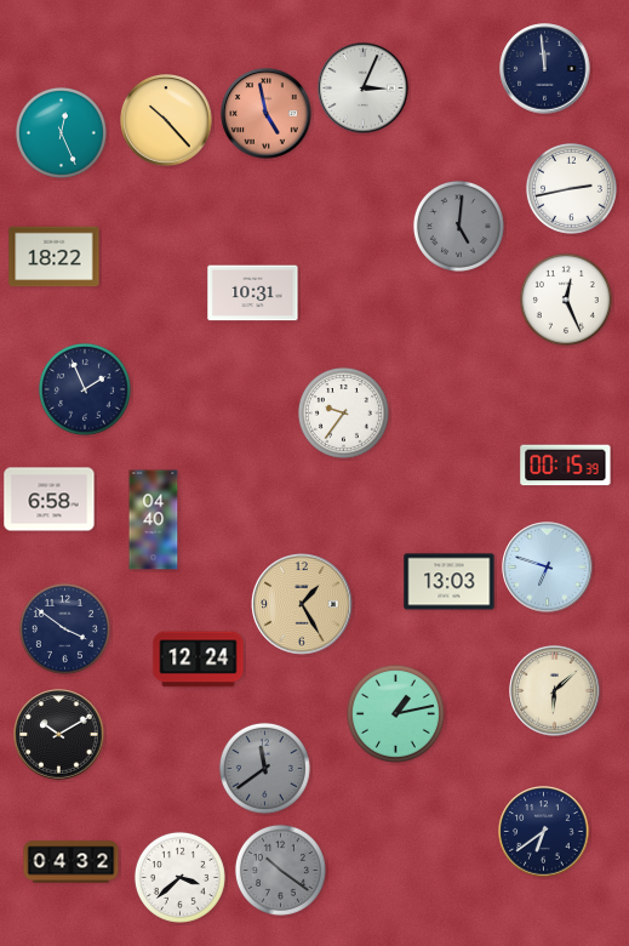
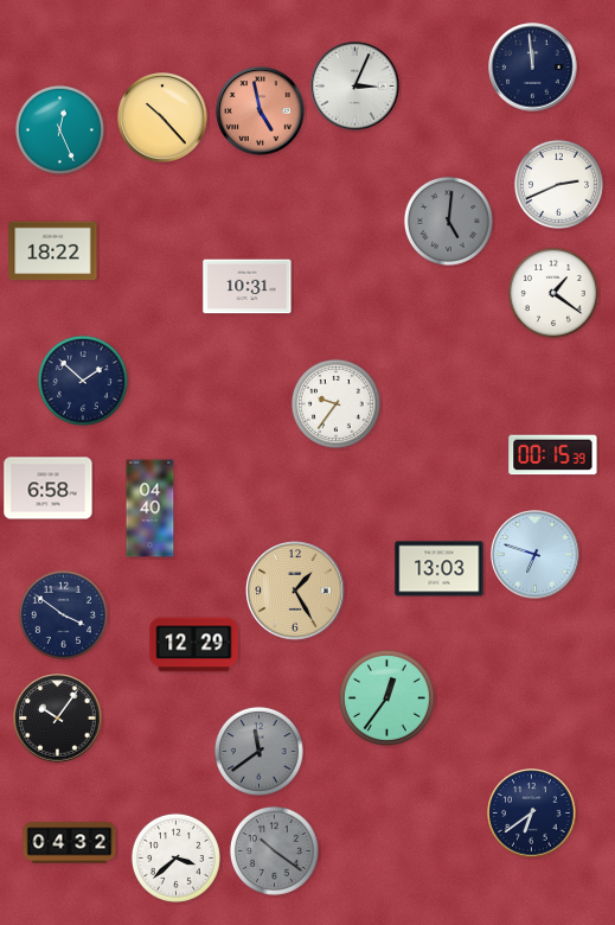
clock at (571, 188): 2:43 -> 2:41
clock at (566, 300): 12:26 -> 1:21
clock at (85, 389): 1:56 -> 1:52
clock at (199, 660): 12:24 -> 12:29
clock at (555, 691): 6:08 -> none
clock at (395, 713): 1:13 -> 12:36
clock at (59, 735): 10:10 -> 10:06
